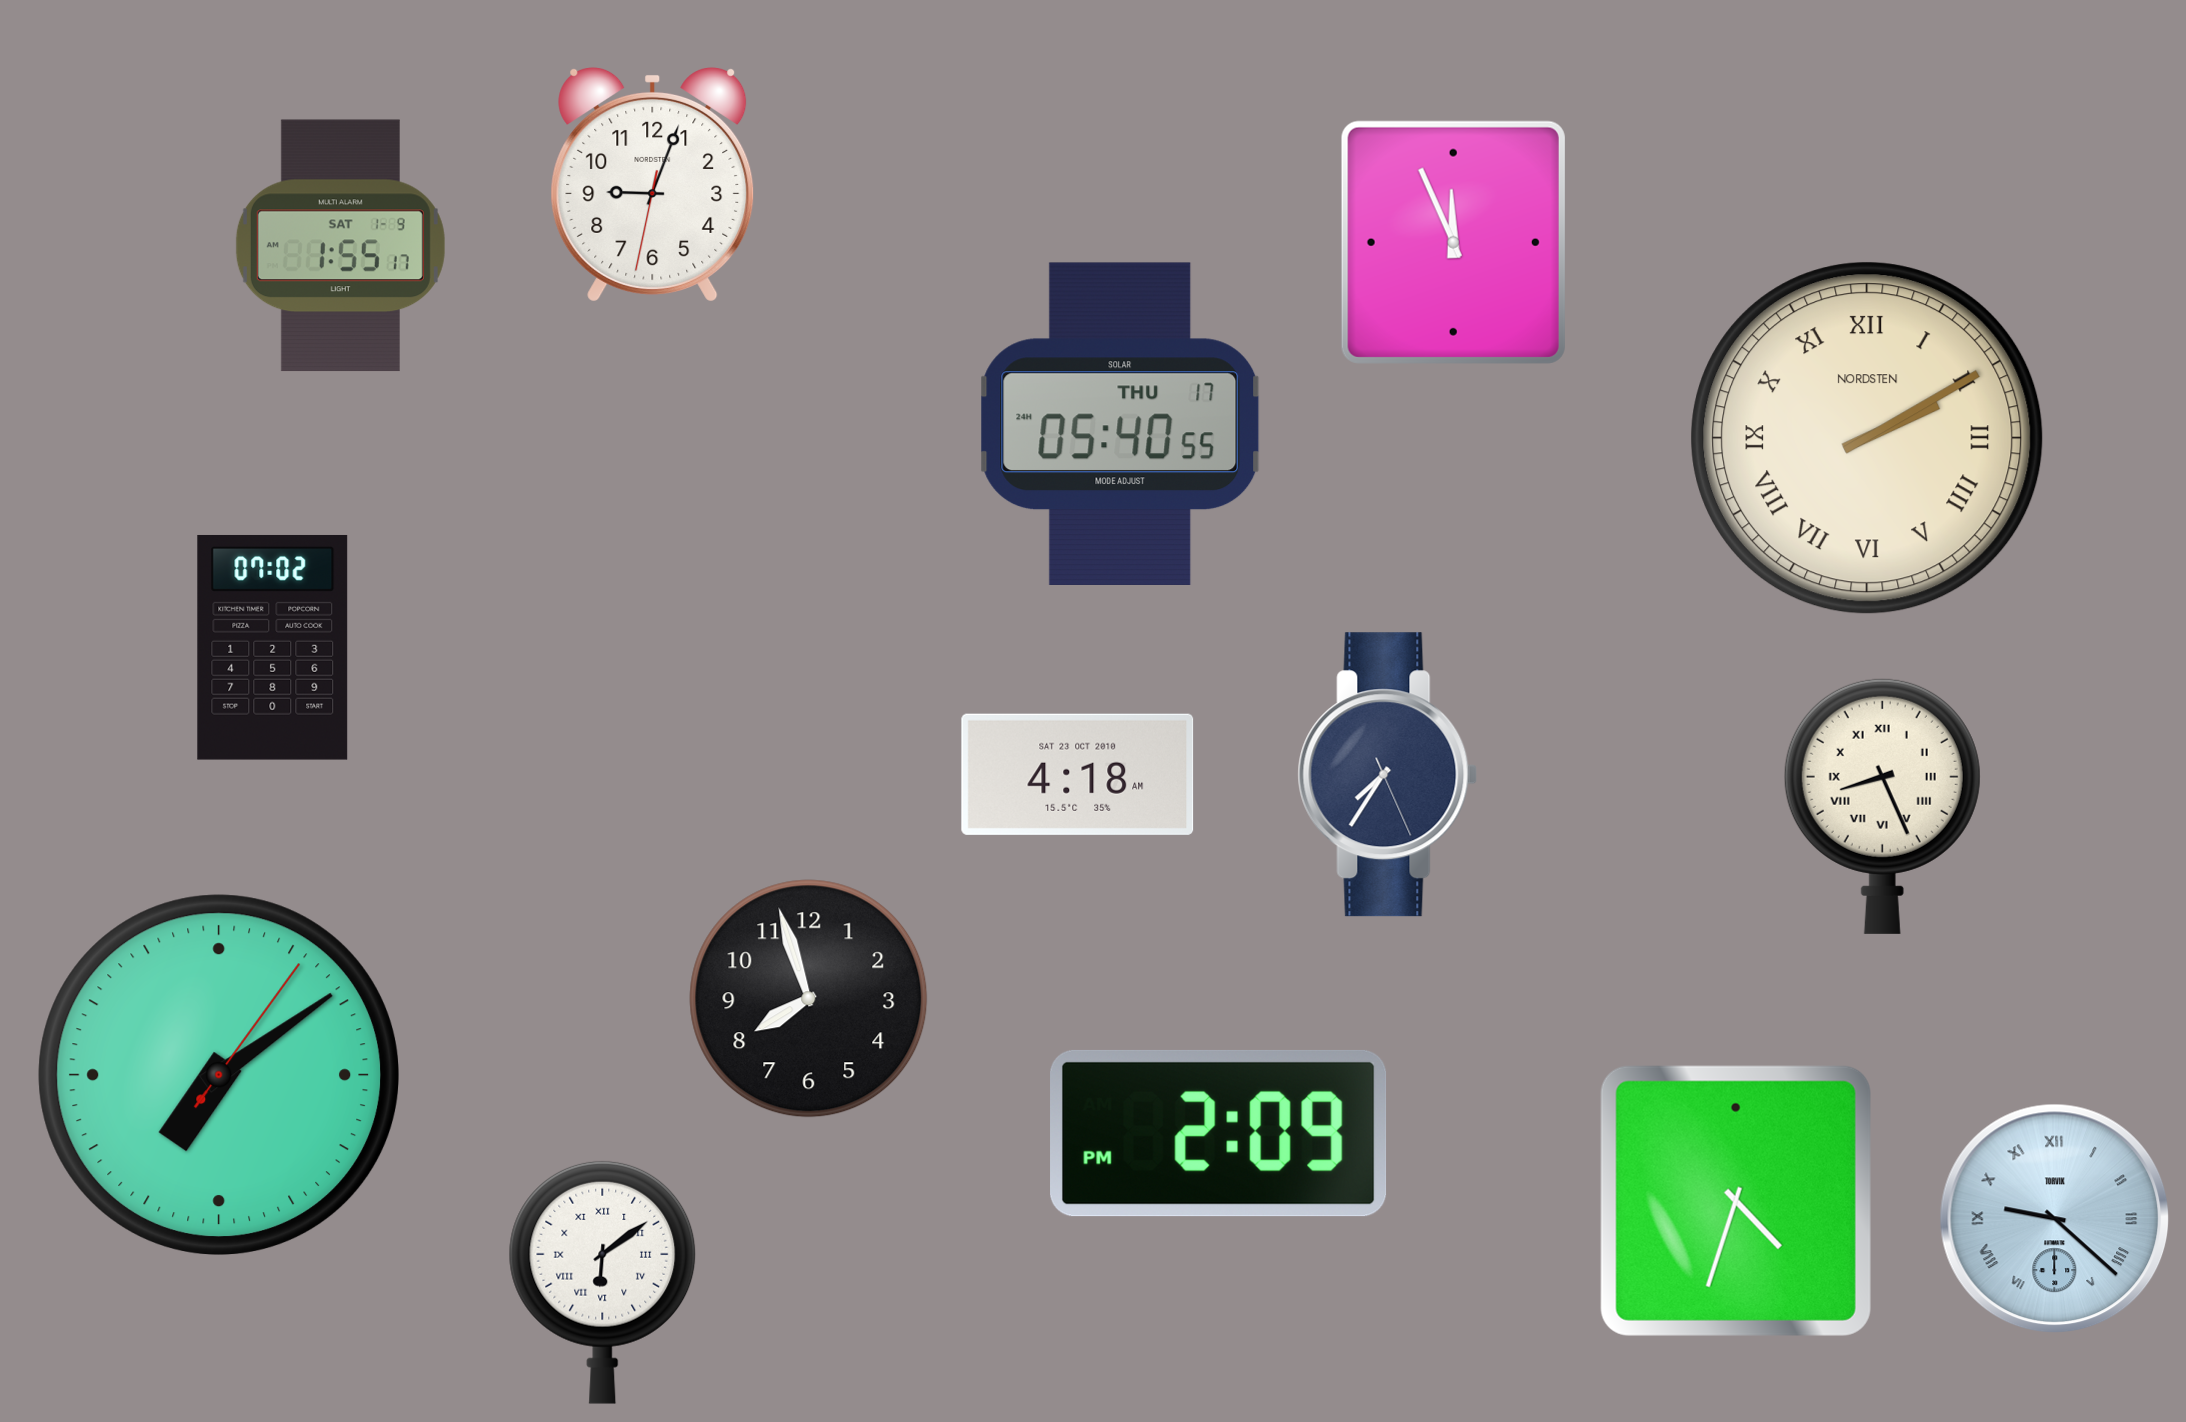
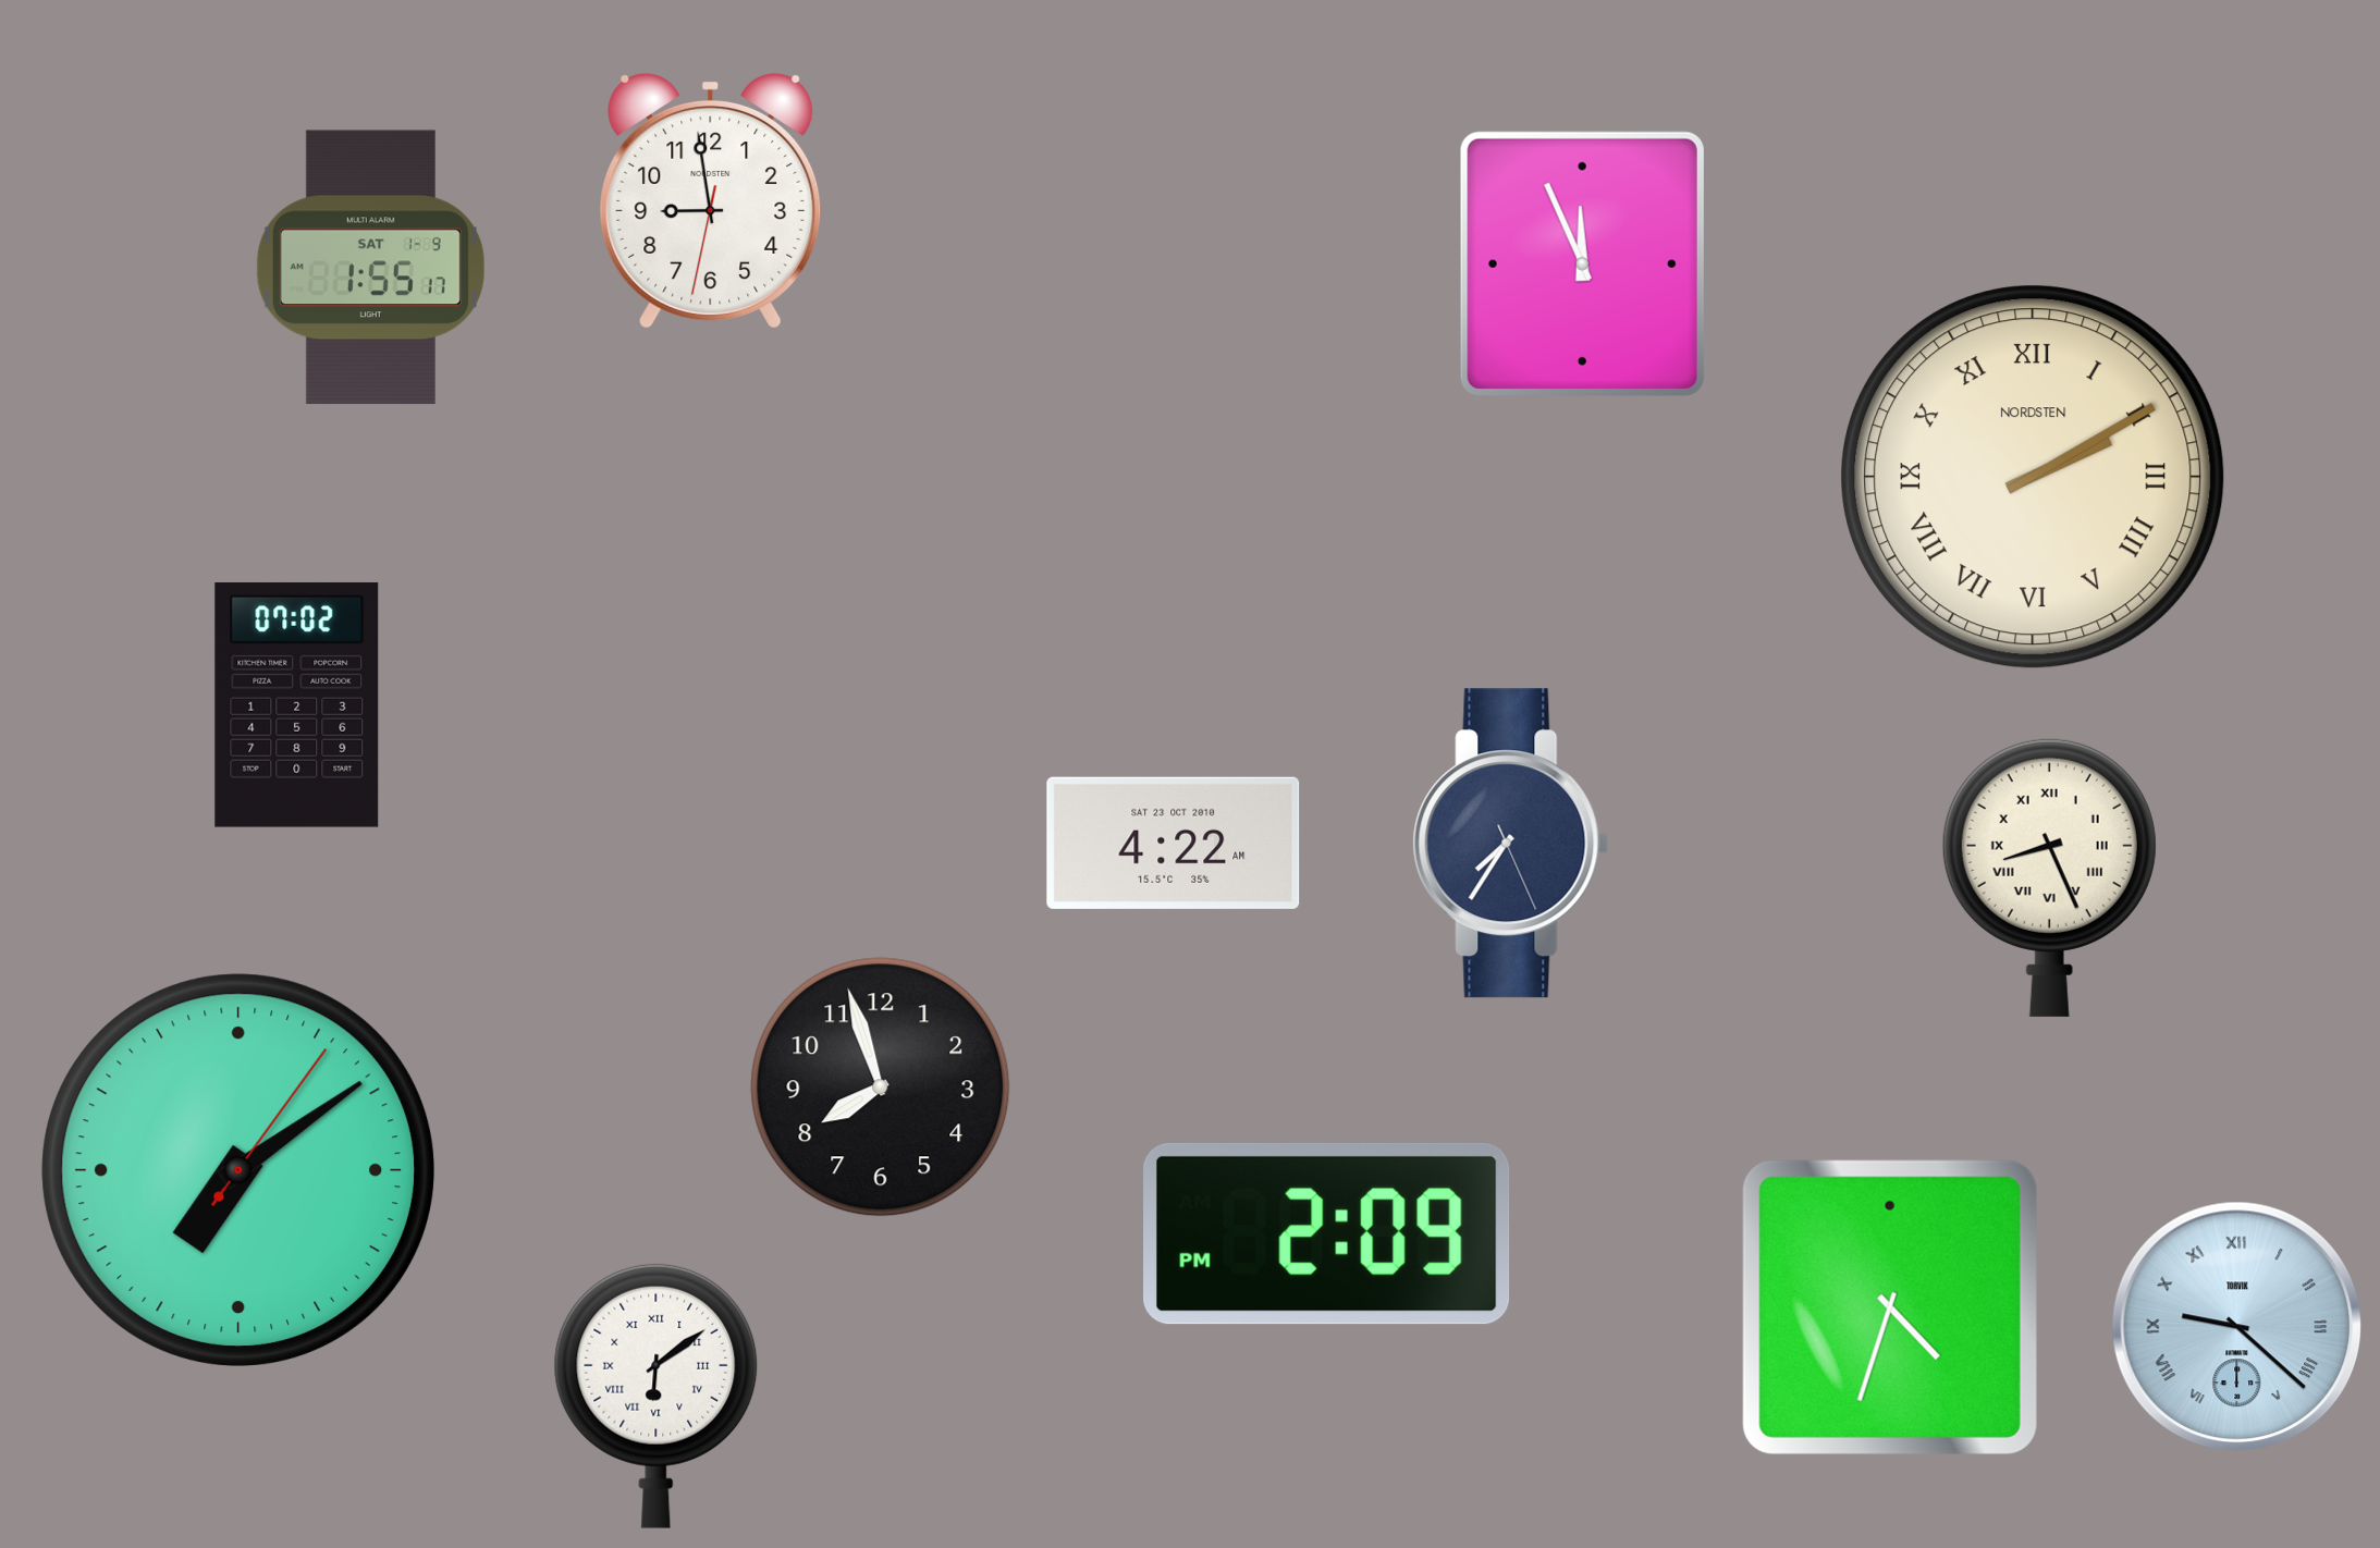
clock at (653, 184): 9:03 -> 8:58
clock at (1120, 424): 05:40 -> none
clock at (1078, 774): 4:18 -> 4:22
